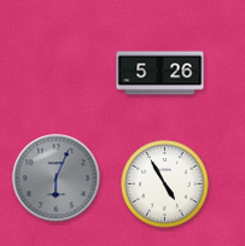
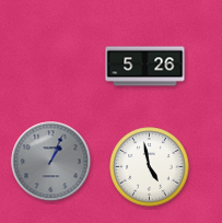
clock at (57, 178): 6:04 -> 1:04
clock at (165, 184): 4:55 -> 4:58
